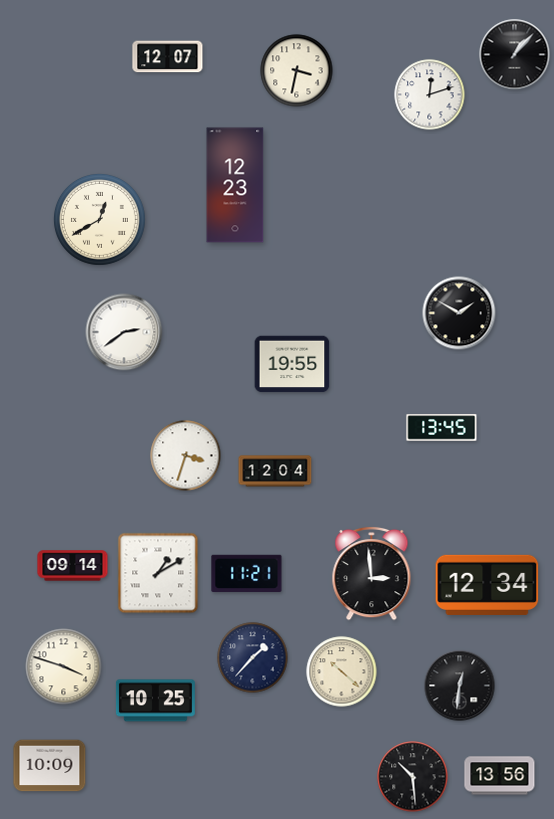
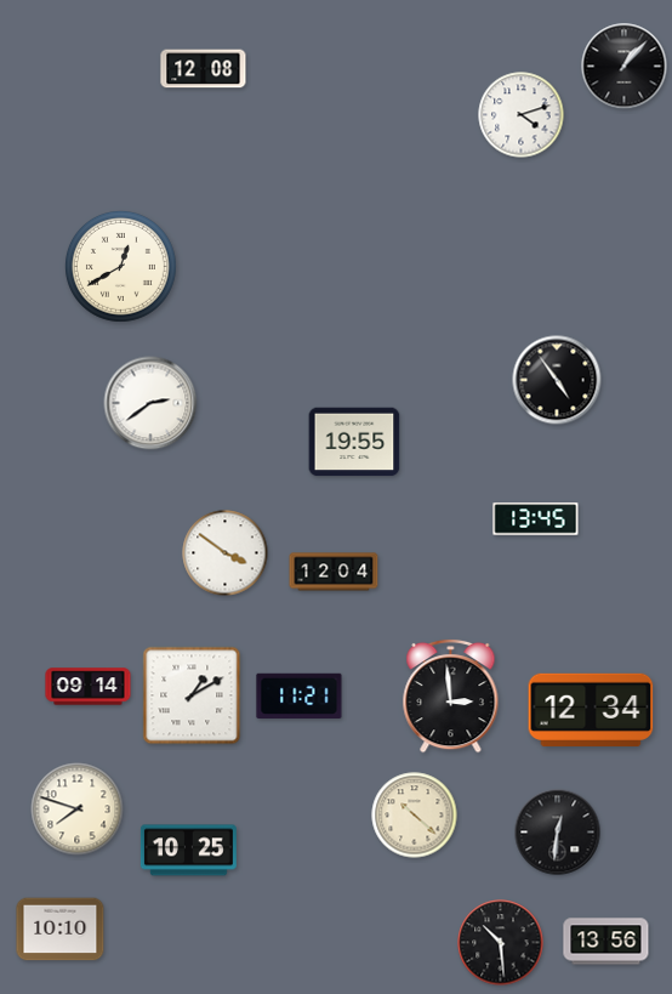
clock at (168, 57): 12:07 -> 12:08
clock at (297, 71): 3:32 -> none
clock at (430, 95): 12:12 -> 4:12
clock at (235, 185): 12:23 -> none
clock at (459, 313): 1:50 -> 4:54
clock at (186, 456): 3:33 -> 3:51
clock at (253, 658): 1:37 -> none
clock at (64, 667): 3:48 -> 7:48
clock at (50, 766): 10:09 -> 10:10
